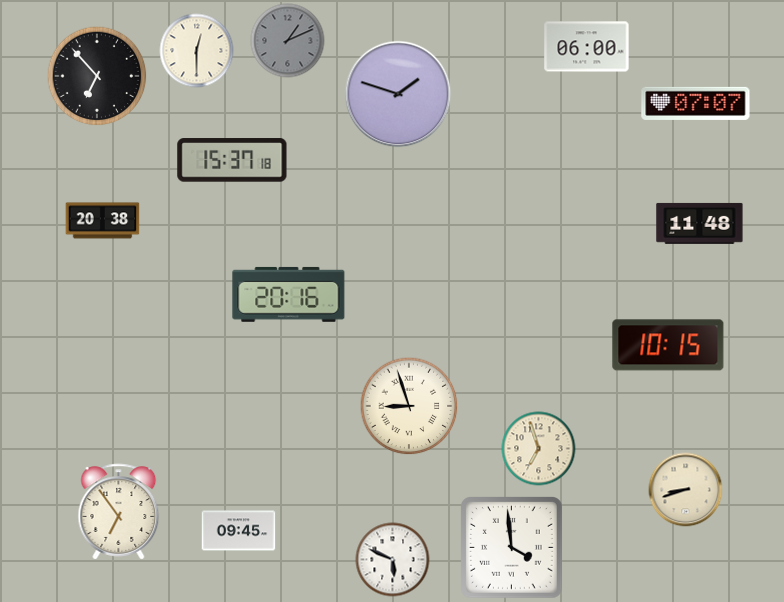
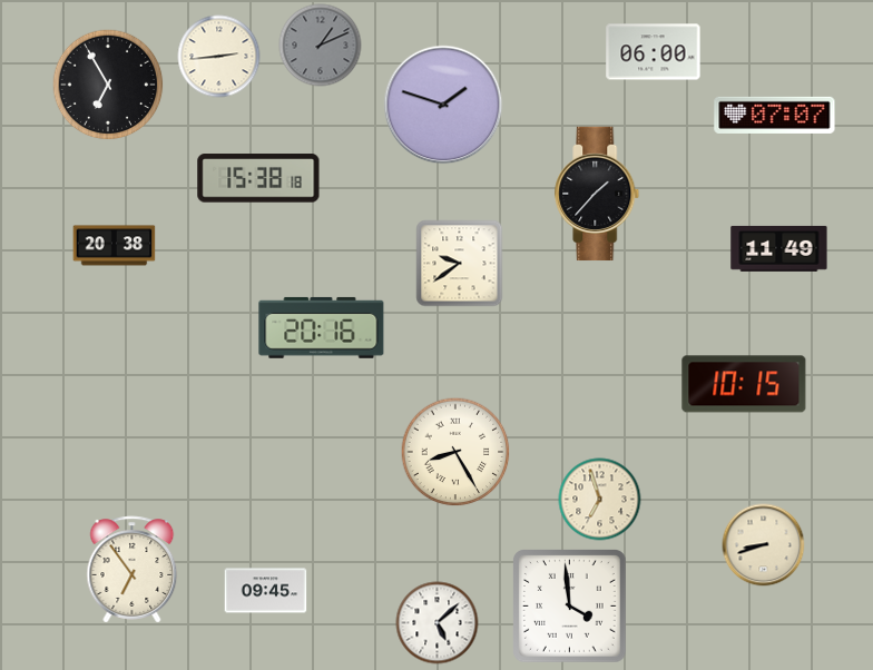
clock at (197, 51): 12:30 -> 2:44
clock at (97, 76): 6:53 -> 6:55
clock at (232, 160): 15:37 -> 15:38
clock at (597, 194): none -> 1:37
clock at (700, 223): 11:48 -> 11:49
clock at (460, 264): none -> 9:39
clock at (409, 406): 8:57 -> 8:25
clock at (512, 548) position: (512, 548) -> (570, 607)
clock at (393, 560): 5:49 -> 5:08
